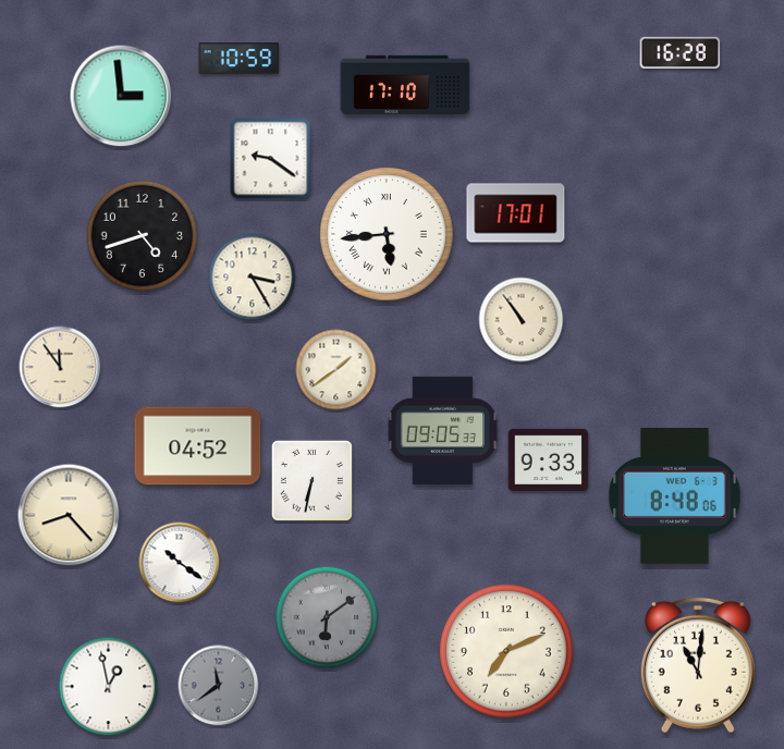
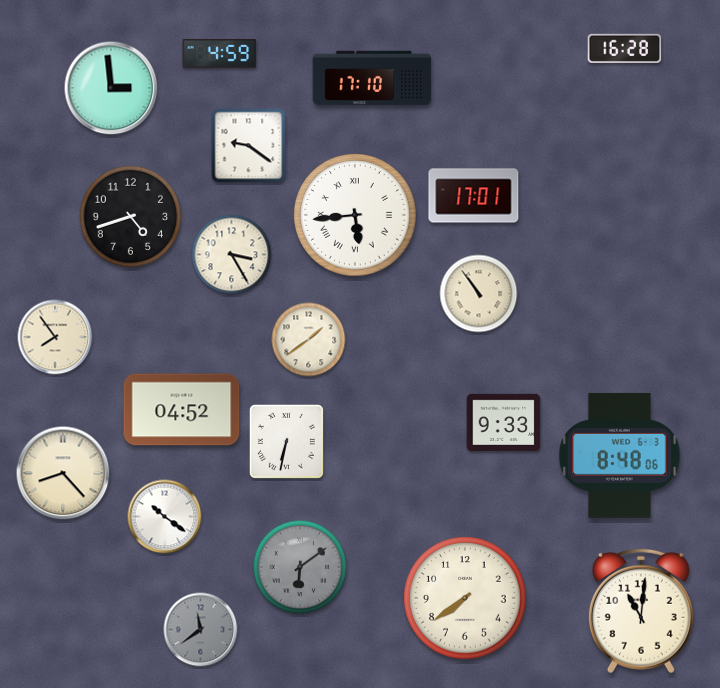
clock at (240, 59): 10:59 -> 4:59
clock at (60, 367): 11:54 -> 7:54
clock at (443, 430): 09:05 -> none
clock at (506, 651): 7:11 -> 7:39
clock at (109, 687): 12:58 -> none
